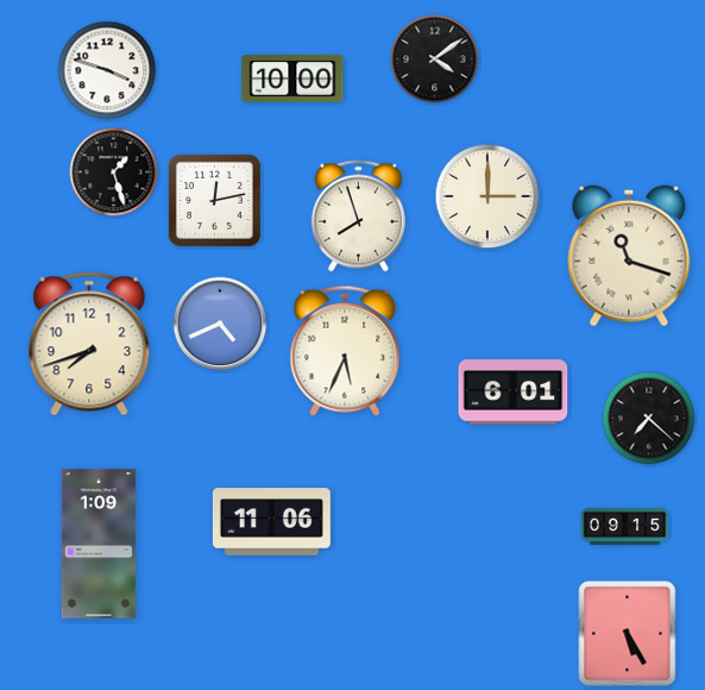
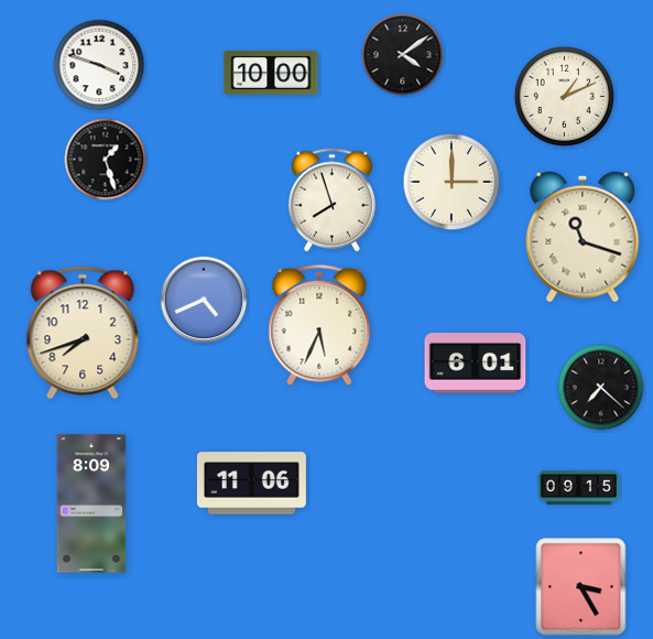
clock at (565, 97): none -> 1:11
clock at (214, 200): 12:13 -> none
clock at (89, 344) position: (89, 344) -> (83, 333)
clock at (99, 544): 1:09 -> 8:09
clock at (628, 634): 5:25 -> 3:25
